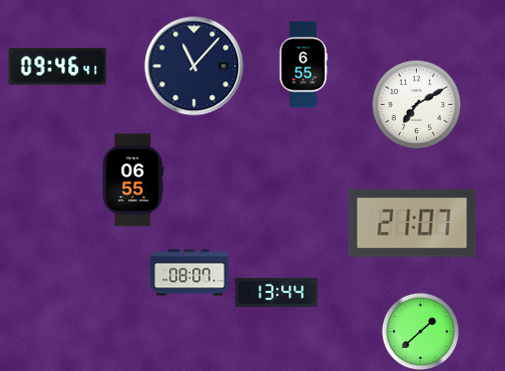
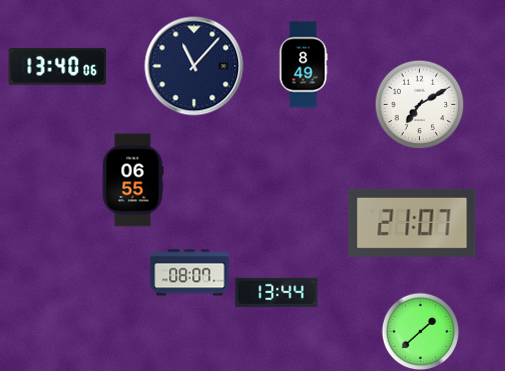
clock at (303, 65): 6:55 -> 8:49
clock at (58, 66): 09:46 -> 13:40
clock at (416, 104) position: (416, 104) -> (419, 104)
